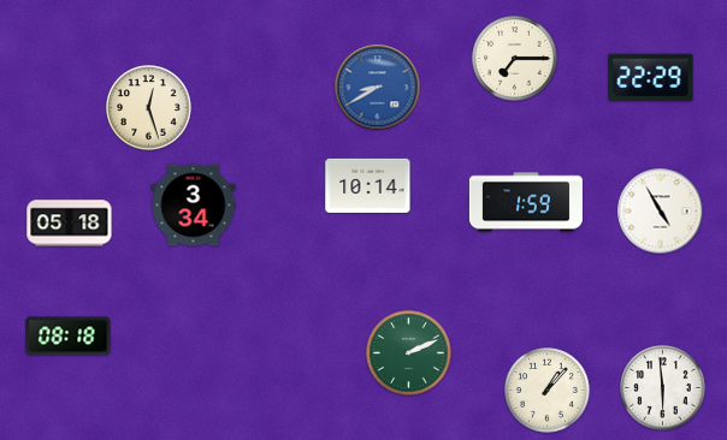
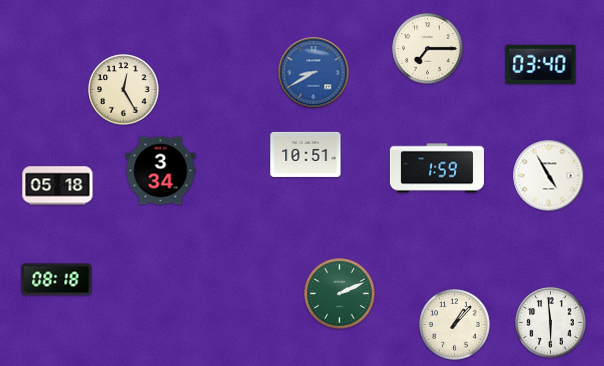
clock at (651, 78): 22:29 -> 03:40
clock at (149, 108): 12:27 -> 12:25
clock at (368, 185): 10:14 -> 10:51
